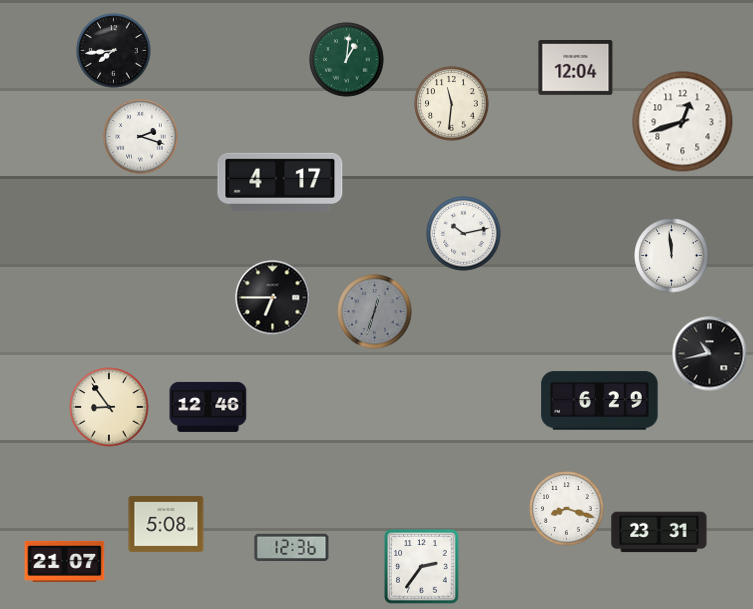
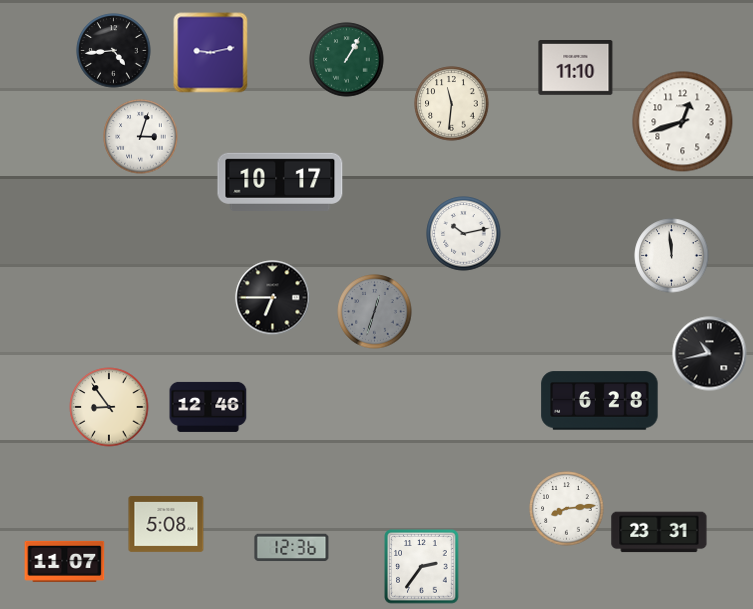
clock at (114, 51): 7:44 -> 4:44
clock at (211, 53): none -> 9:13
clock at (347, 60): 1:01 -> 1:05
clock at (576, 68): 12:04 -> 11:10
clock at (141, 137): 2:18 -> 3:03
clock at (280, 182): 4:17 -> 10:17
clock at (600, 401): 6:29 -> 6:28
clock at (567, 509): 8:18 -> 8:14
clock at (65, 561): 21:07 -> 11:07
